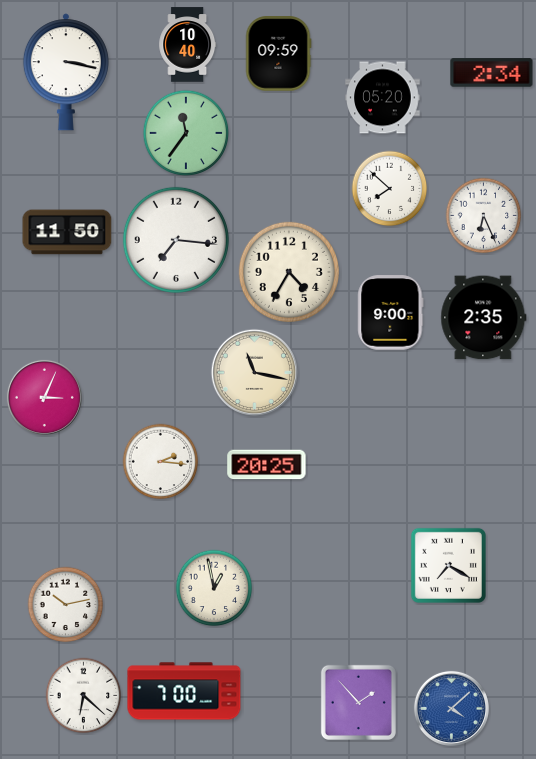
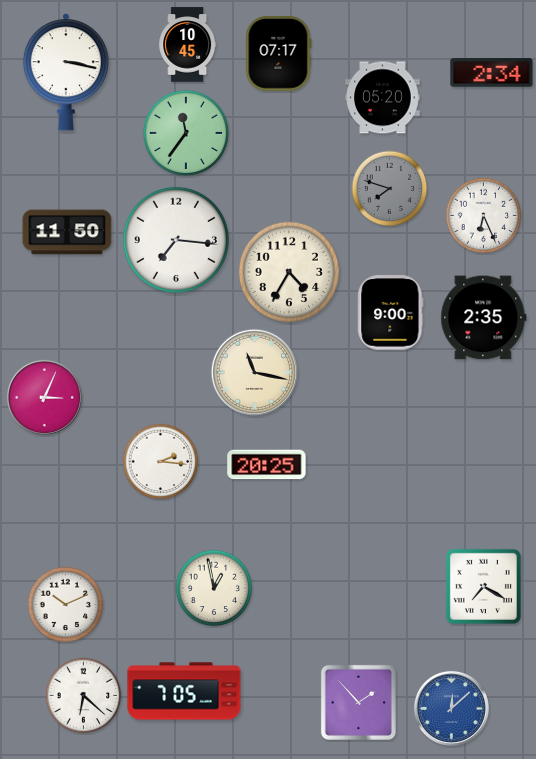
clock at (188, 45): 10:40 -> 10:45
clock at (278, 54): 09:59 -> 07:17
clock at (390, 189): 7:52 -> 7:48
clock at (390, 189) dial: white -> grey
clock at (448, 565) position: (448, 565) -> (483, 586)
clock at (66, 605): 10:13 -> 10:11
clock at (184, 691): 7:00 -> 7:05
clock at (451, 708): 4:08 -> 12:08
